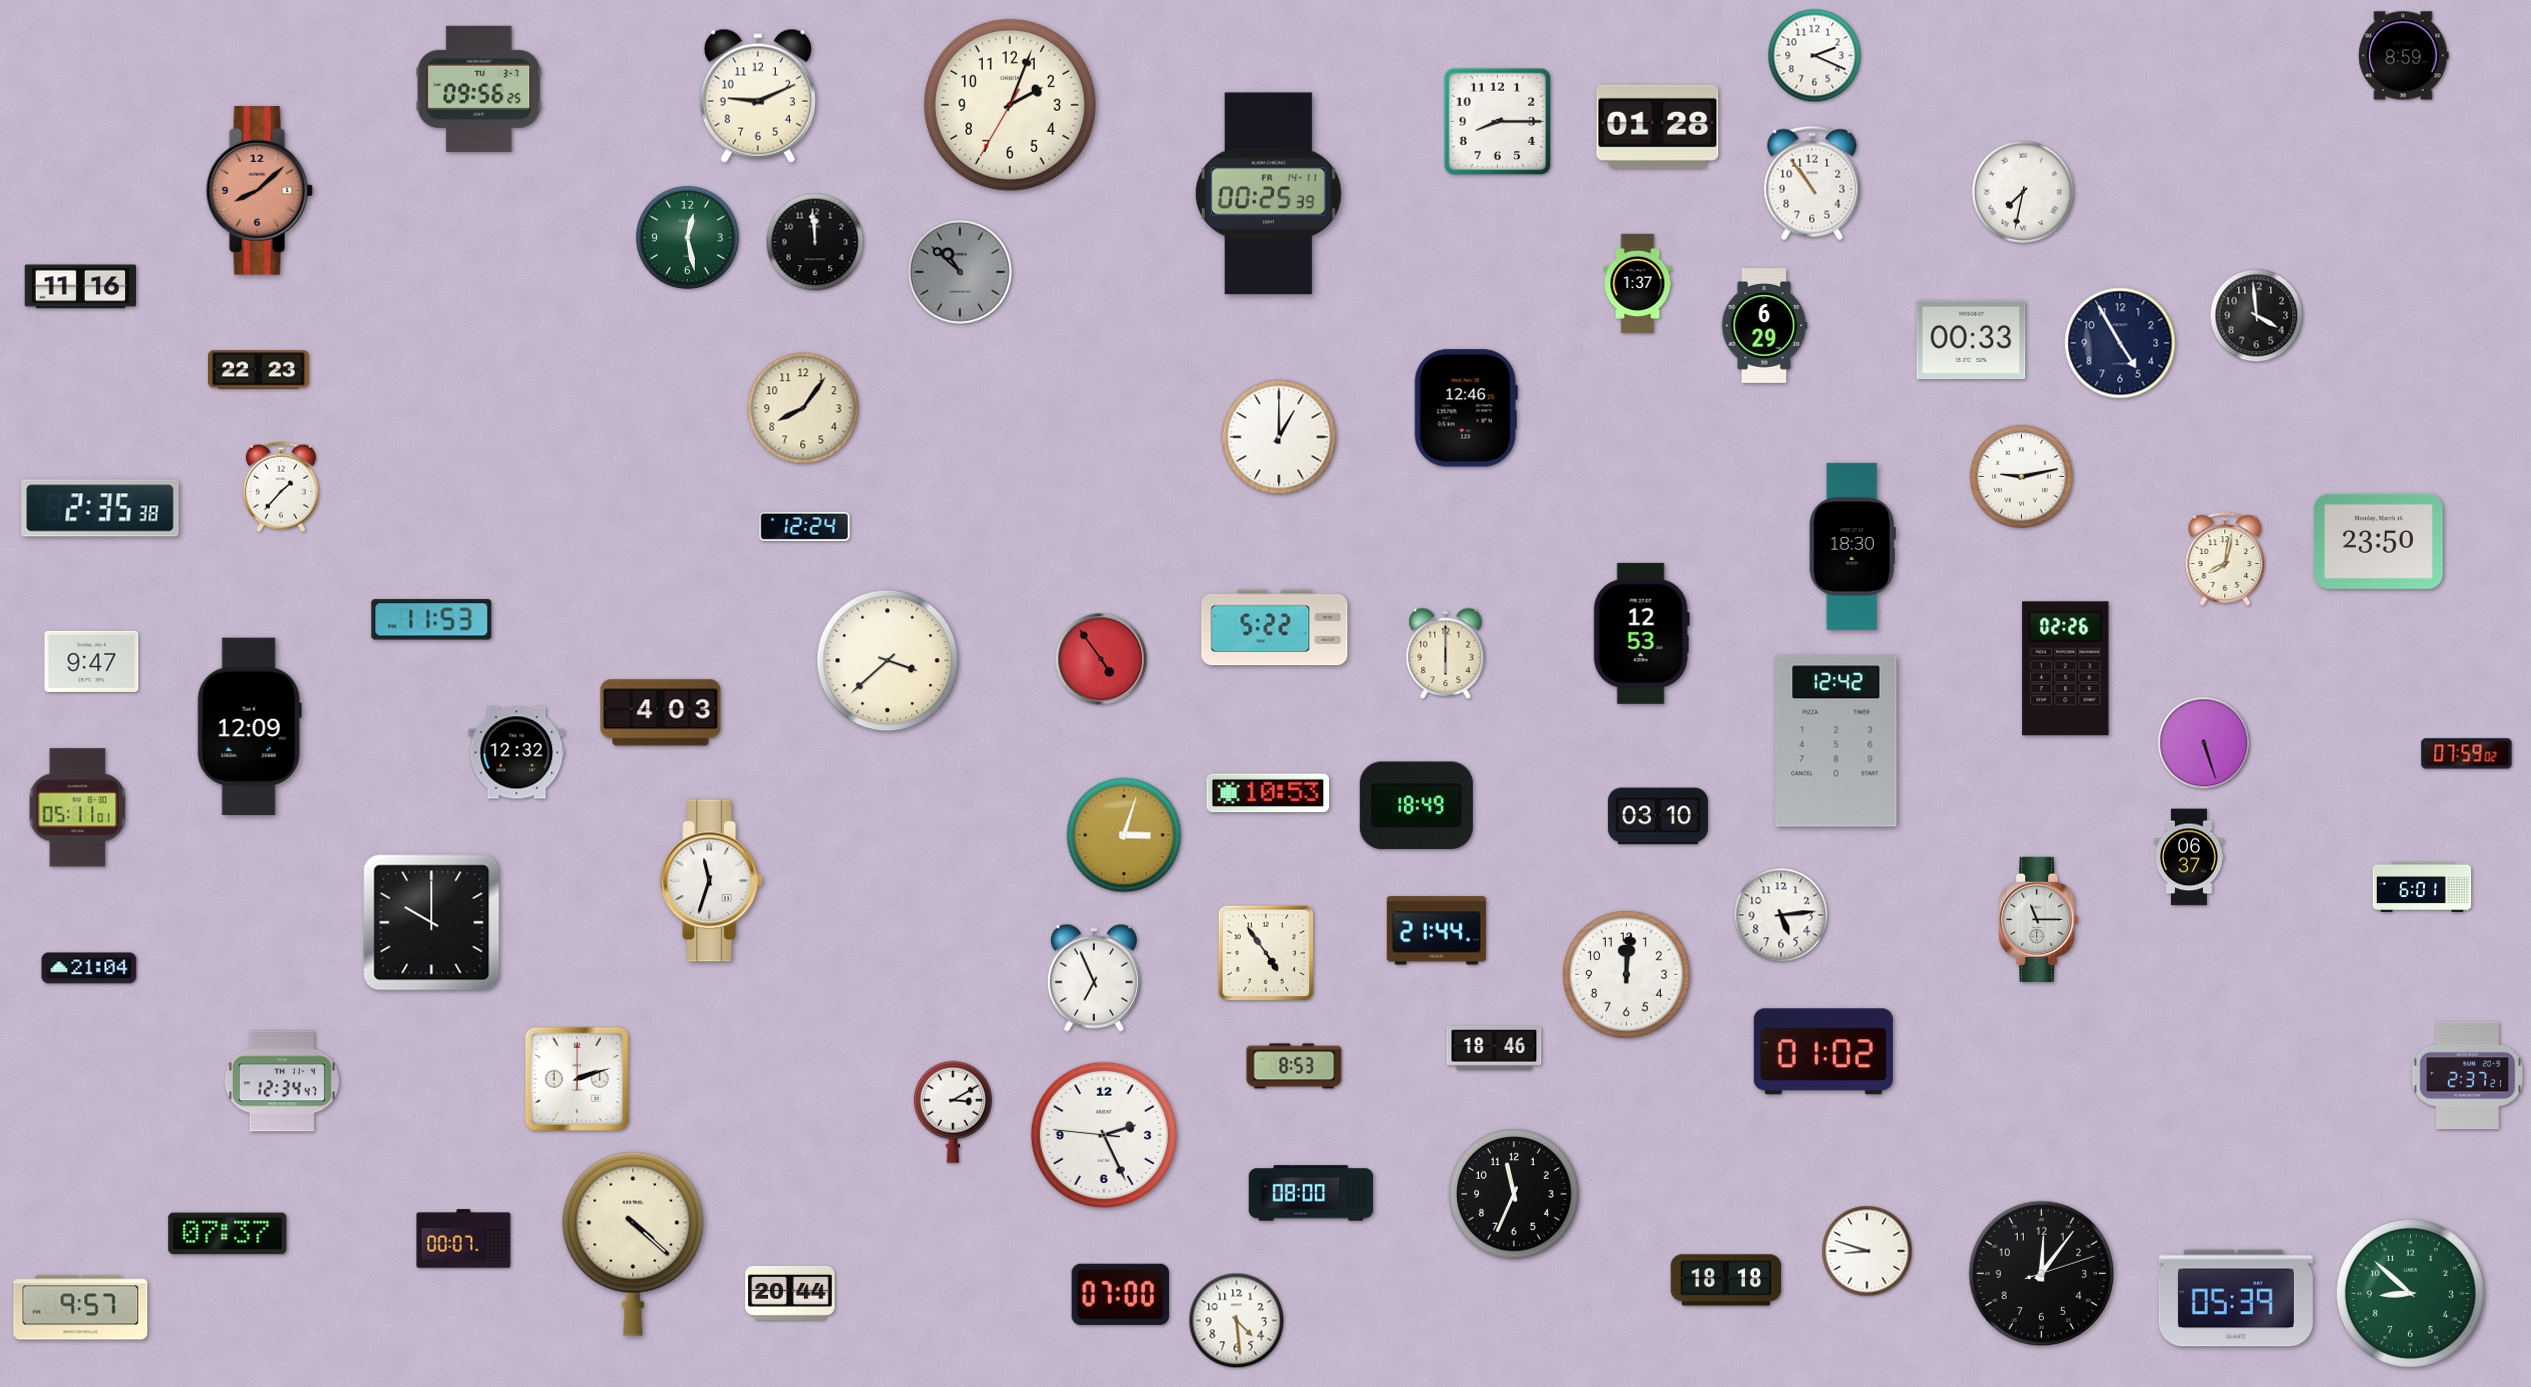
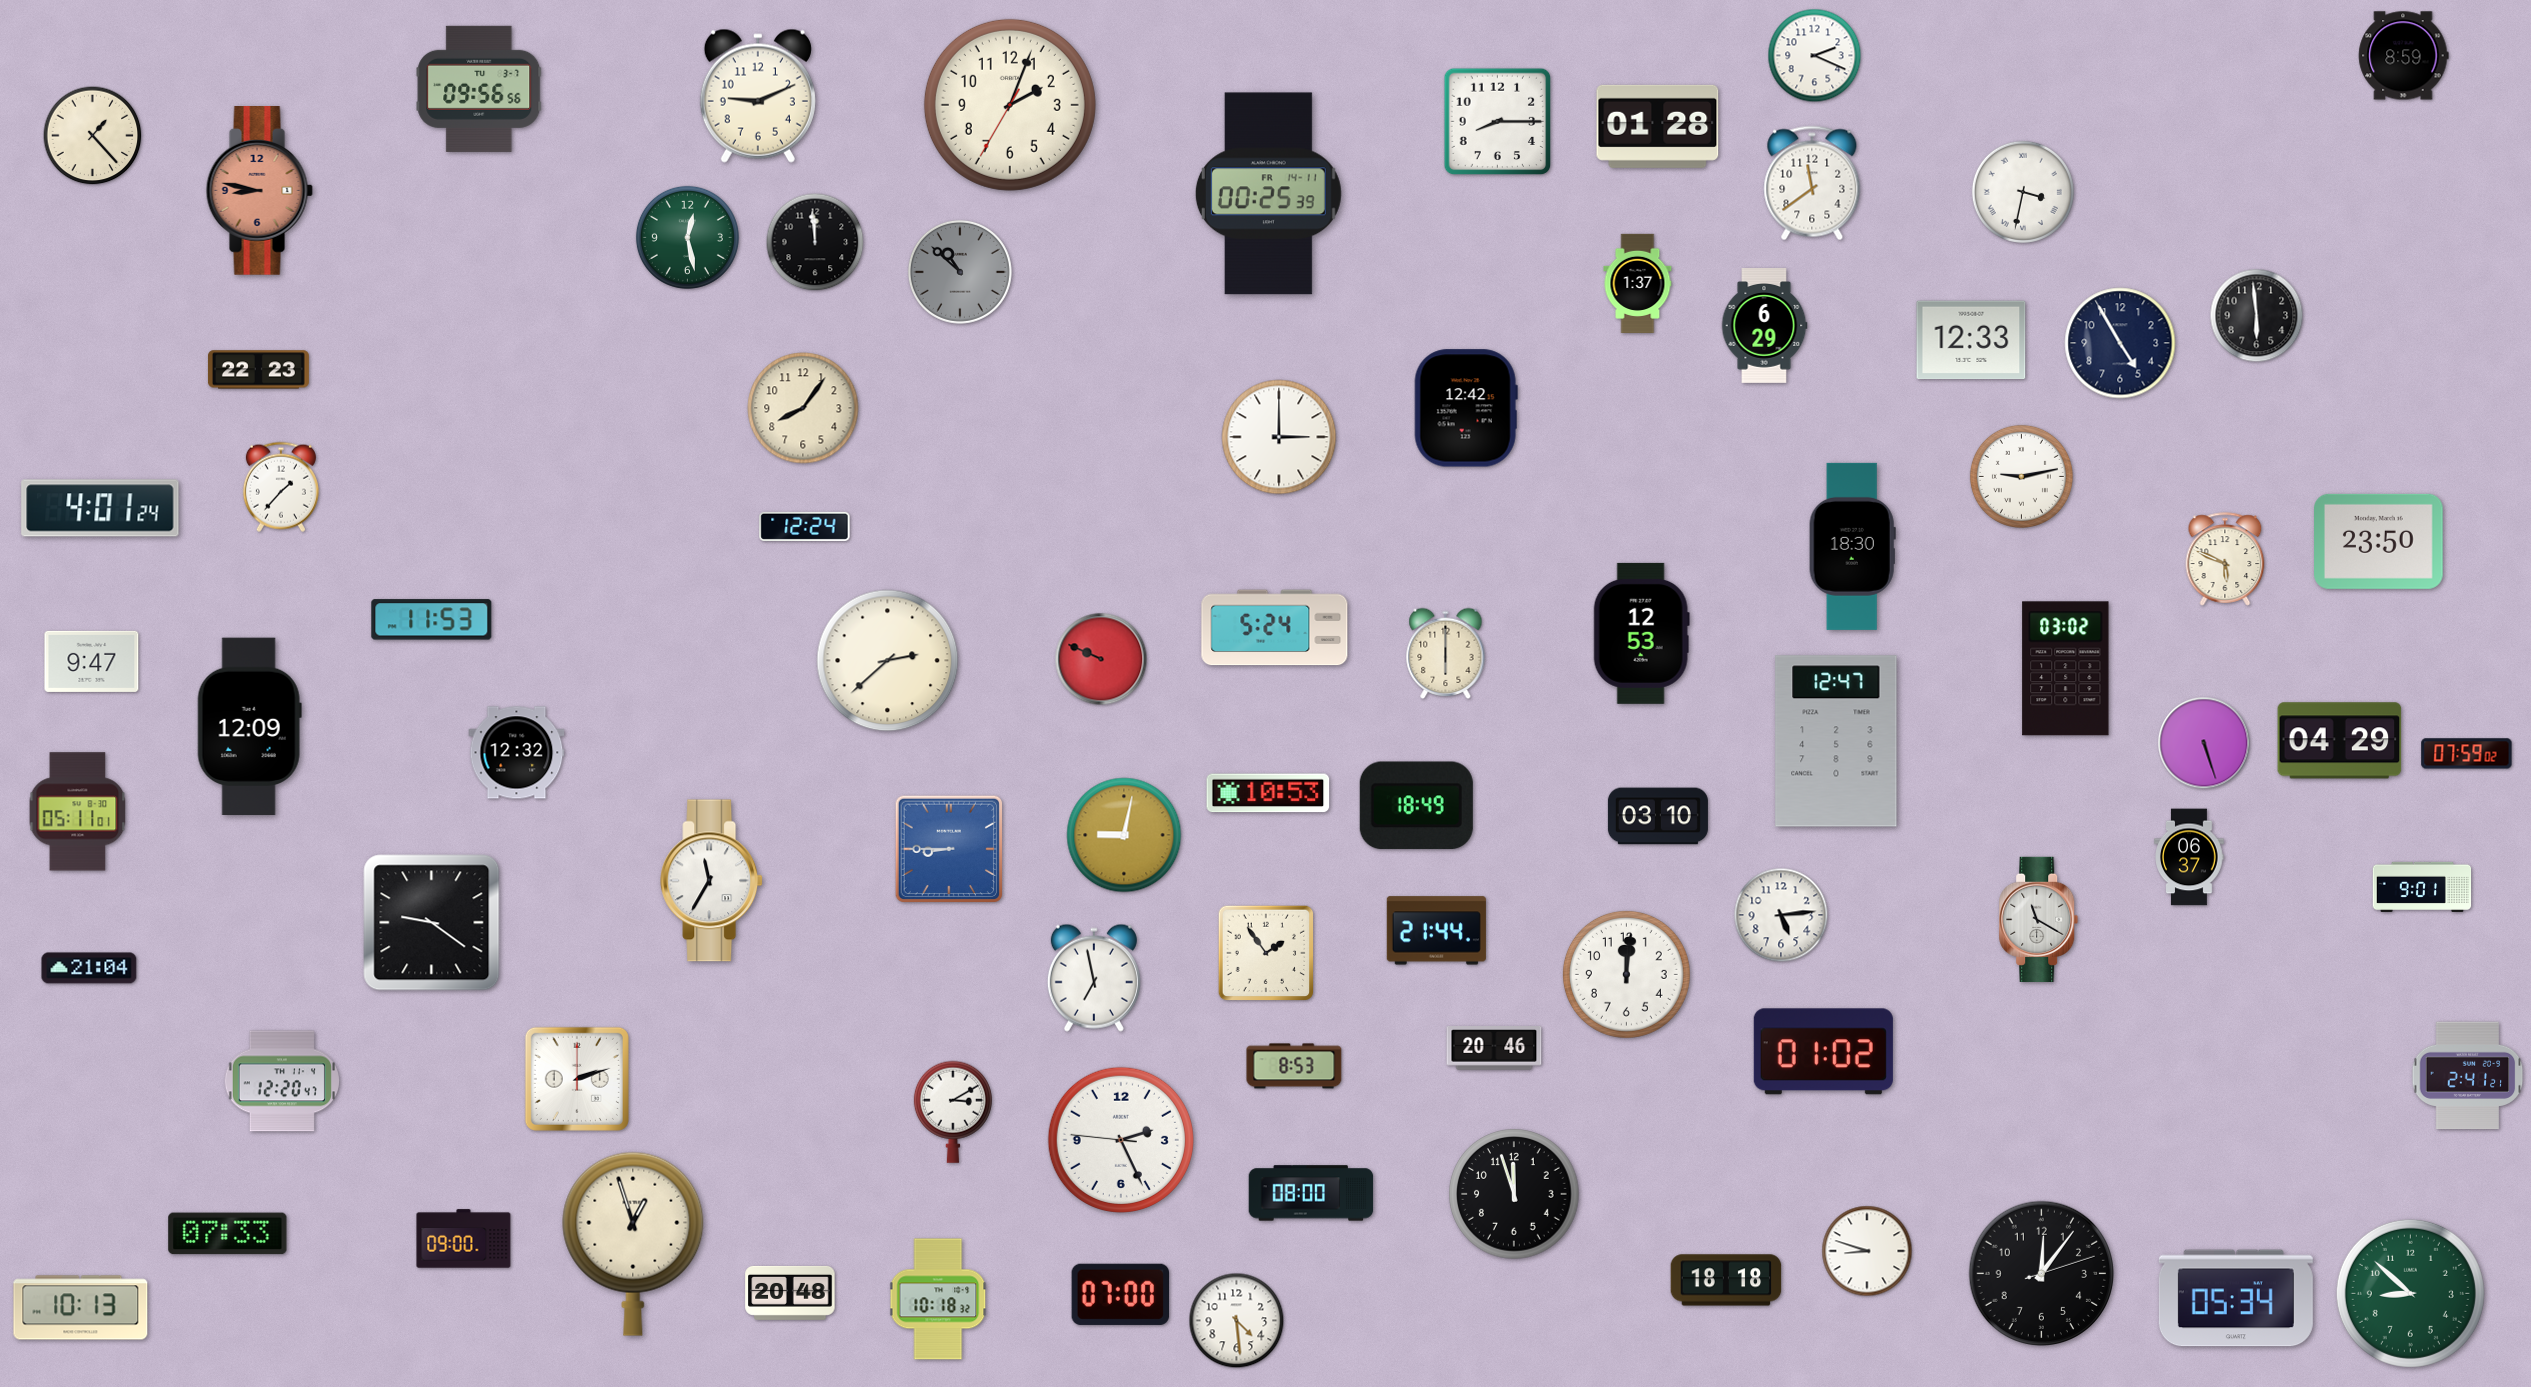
clock at (479, 89): 09:56:25 -> 09:56:56
clock at (93, 136): none -> 1:23
clock at (1812, 183): 10:54 -> 11:39
clock at (259, 191): 8:08 -> 8:47
clock at (2023, 192): 7:32 -> 3:32
clock at (81, 287): 11:16 -> none
clock at (2257, 316): 3:59 -> 5:59
clock at (1971, 340): 00:33 -> 12:33
clock at (1466, 408): 12:46 -> 12:42
clock at (1279, 437): 1:00 -> 3:00
clock at (100, 508): 2:35 -> 4:01
clock at (2225, 559): 8:02 -> 5:49
clock at (1275, 628): 5:22 -> 5:24
clock at (1101, 659): 4:54 -> 9:49
clock at (888, 661): 3:38 -> 2:38
clock at (2066, 669): 02:26 -> 03:02
clock at (661, 713): 4:03 -> none
clock at (1836, 741): 12:42 -> 12:47
clock at (2340, 741): none -> 04:29
clock at (78, 808) position: (78, 808) -> (78, 812)
clock at (1124, 835): 3:03 -> 9:02
clock at (949, 849): none -> 8:45
clock at (712, 881): 11:33 -> 11:35
clock at (2422, 887): 6:01 -> 9:01
clock at (2039, 919): 11:15 -> 11:20
clock at (432, 923): 10:00 -> 9:21
clock at (1266, 953): 4:54 -> 1:54
clock at (1094, 978): 6:56 -> 6:58
clock at (1494, 1049): 18:46 -> 20:46
clock at (2468, 1076): 2:37 -> 2:41
clock at (281, 1081): 12:34 -> 12:20
clock at (1104, 1135) position: (1104, 1135) -> (1121, 1140)
clock at (1514, 1194): 11:34 -> 11:57
clock at (228, 1234): 07:37 -> 07:33
clock at (464, 1239): 00:07 -> 09:00
clock at (633, 1244): 4:22 -> 12:57
clock at (790, 1293): 20:44 -> 20:48
clock at (2236, 1298): 05:39 -> 05:34
clock at (938, 1299): none -> 10:18
clock at (81, 1308): 9:57 -> 10:13
